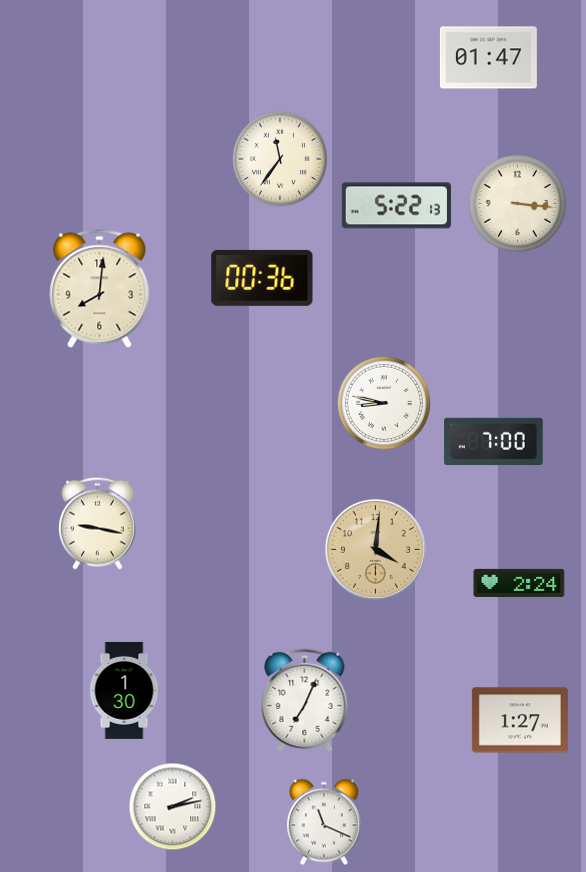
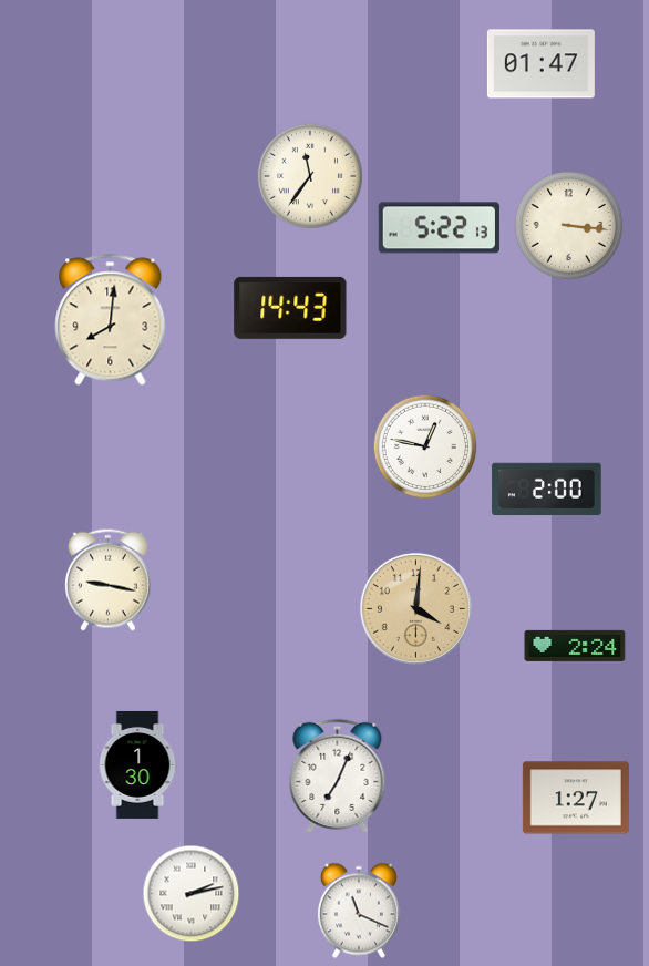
clock at (517, 203) position: (517, 203) -> (568, 225)
clock at (262, 278): 00:36 -> 14:43
clock at (384, 403): 8:47 -> 12:47
clock at (494, 442): 7:00 -> 2:00
